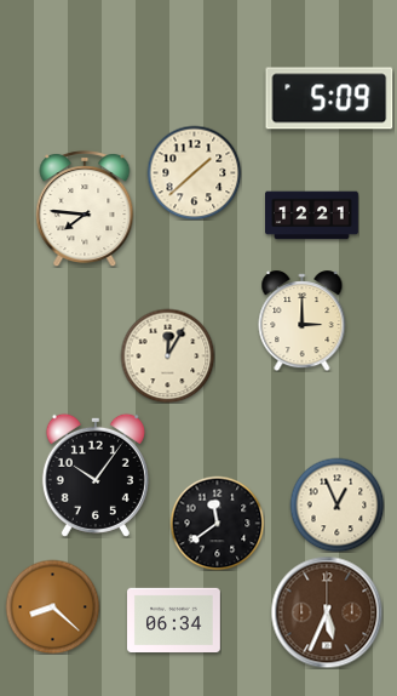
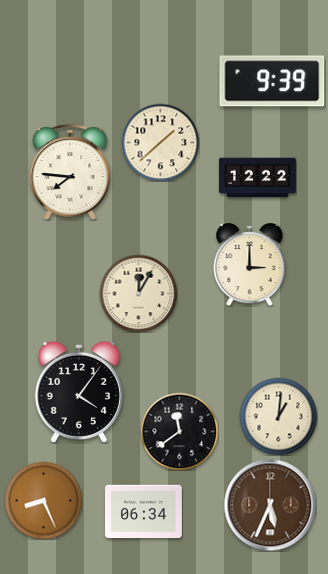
clock at (329, 98): 5:09 -> 9:39
clock at (312, 216): 12:21 -> 12:22
clock at (96, 475): 10:06 -> 4:06
clock at (336, 504): 12:56 -> 1:01
clock at (52, 606): 8:22 -> 8:26
